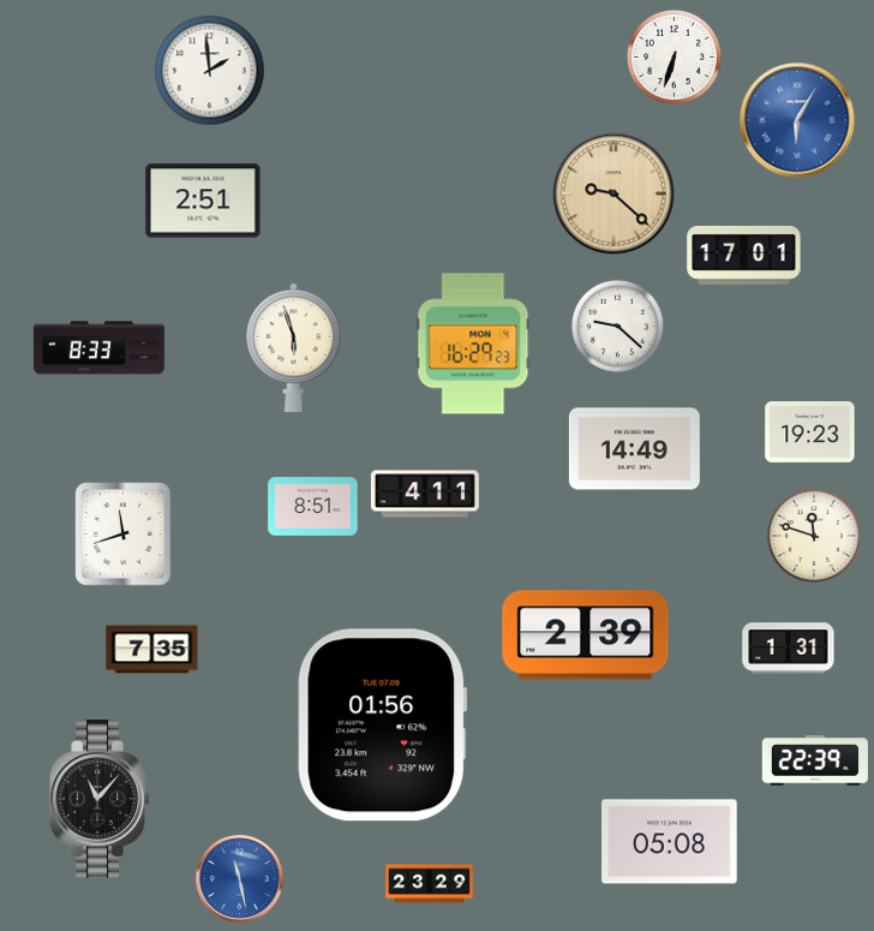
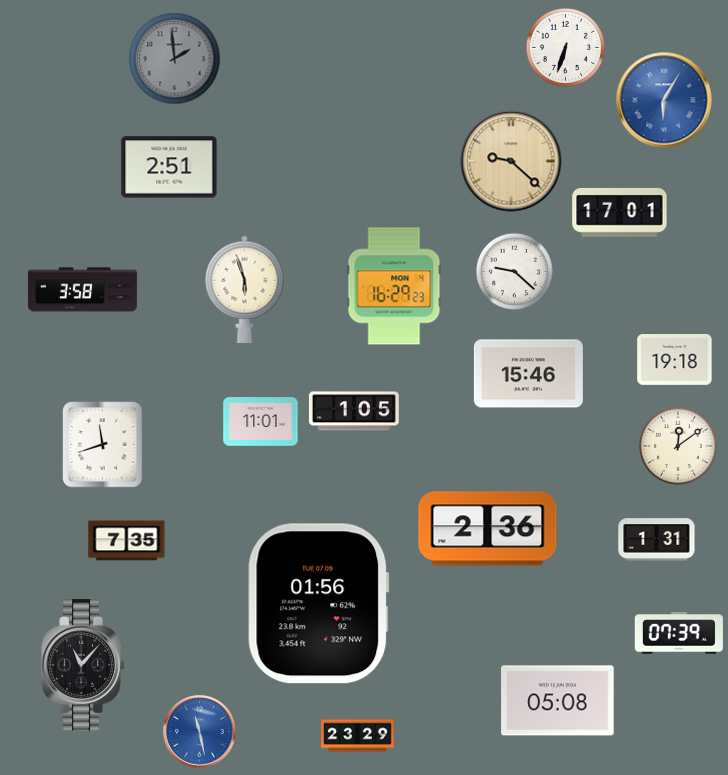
clock at (674, 56) position: (674, 56) -> (565, 47)
clock at (210, 71) dial: white -> grey
clock at (98, 348): 8:33 -> 3:58
clock at (810, 432): 19:23 -> 19:18
clock at (634, 449): 14:49 -> 15:46
clock at (425, 494): 4:11 -> 1:05
clock at (313, 507): 8:51 -> 11:01
clock at (814, 536): 11:48 -> 12:09
clock at (586, 635): 2:39 -> 2:36
clock at (815, 760): 22:39 -> 07:39
